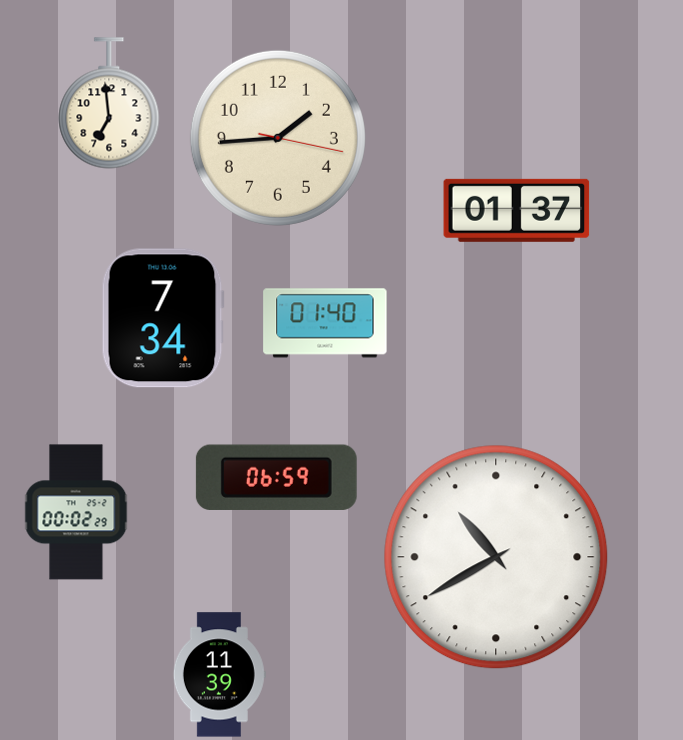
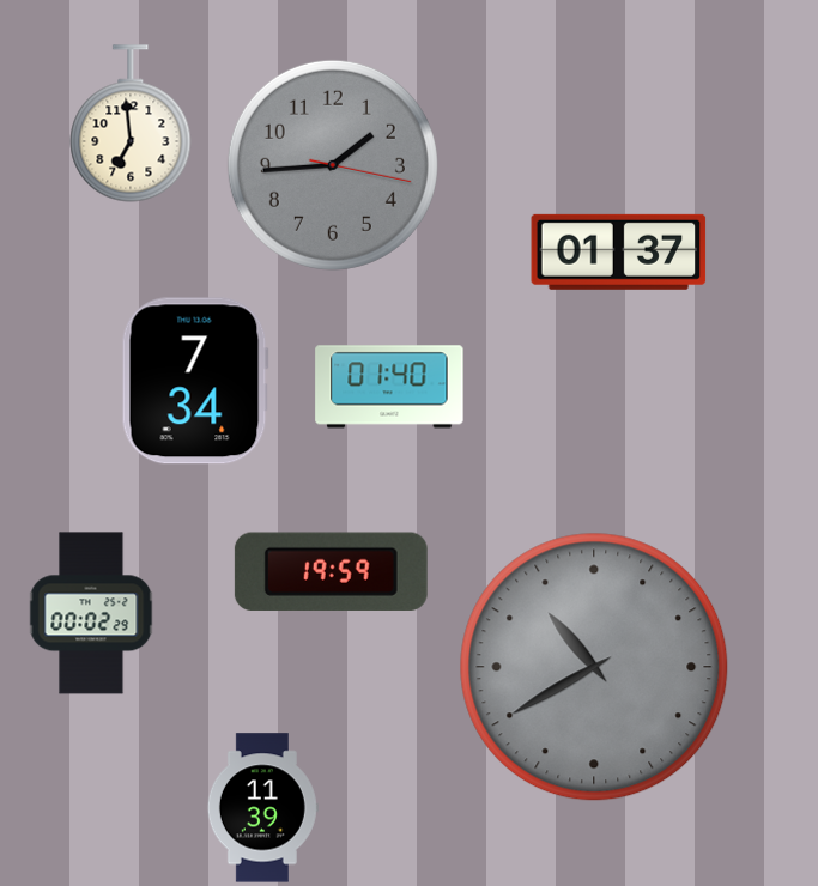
clock at (278, 138) dial: cream -> grey
clock at (276, 477): 06:59 -> 19:59
clock at (496, 557) dial: white -> grey
